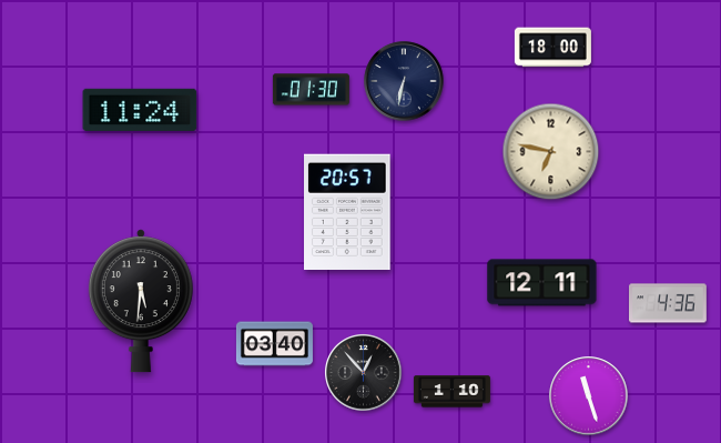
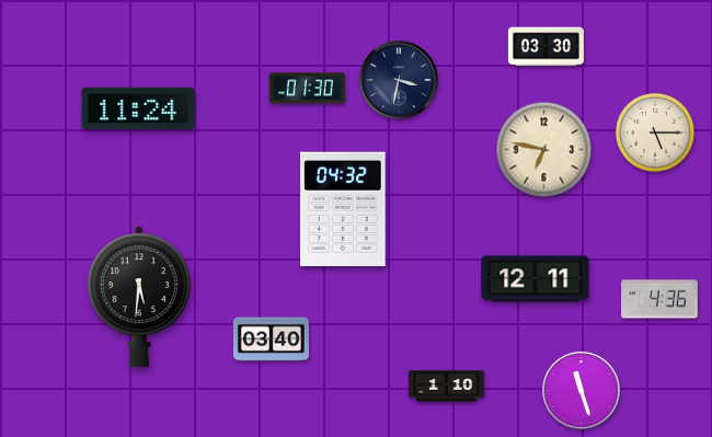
clock at (552, 48): 18:00 -> 03:30
clock at (404, 81): 6:32 -> 3:32
clock at (655, 133): none -> 5:15
clock at (348, 211): 20:57 -> 04:32
clock at (364, 373): 12:53 -> none
